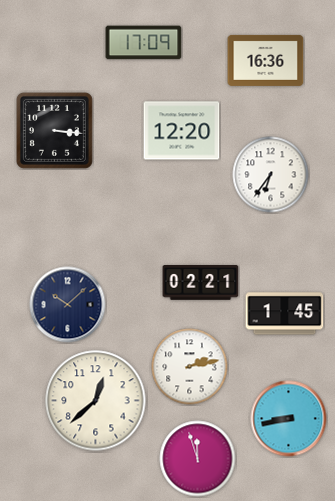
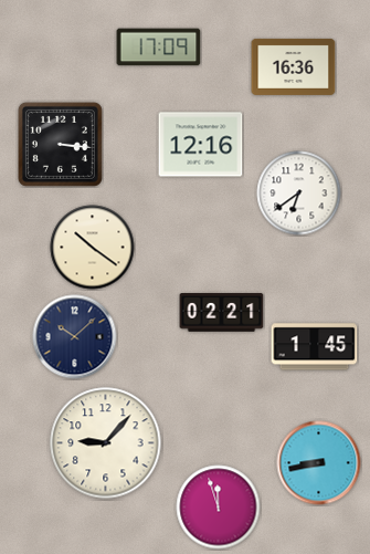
clock at (182, 131): 12:20 -> 12:16
clock at (271, 175): 6:36 -> 6:39
clock at (93, 248): none -> 10:21
clock at (190, 367): 2:13 -> none
clock at (96, 401): 12:38 -> 9:07
